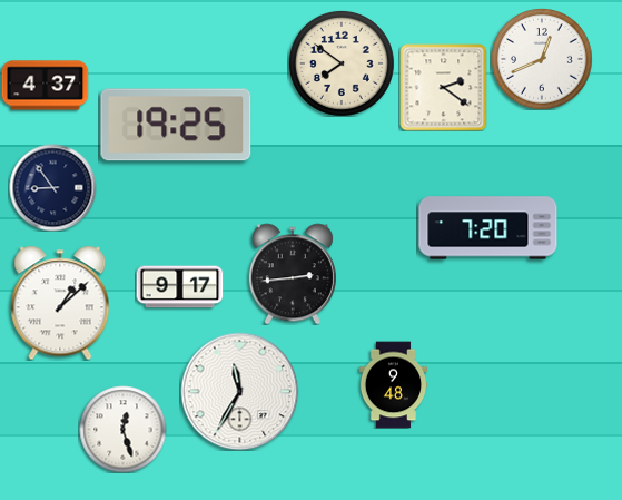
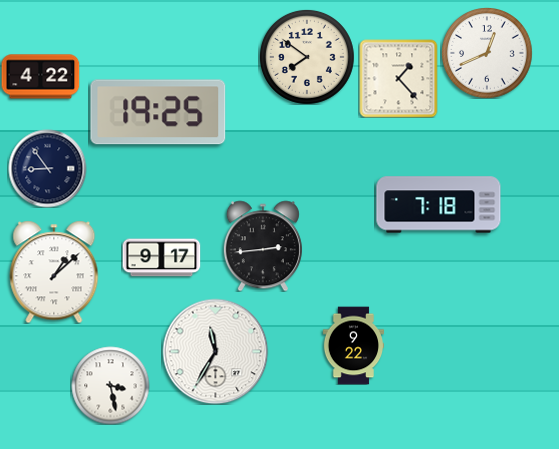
clock at (45, 86): 4:37 -> 4:22
clock at (443, 87): 2:21 -> 1:23
clock at (488, 228): 7:20 -> 7:18
clock at (393, 384): 9:48 -> 9:22
clock at (122, 429): 12:27 -> 3:28
